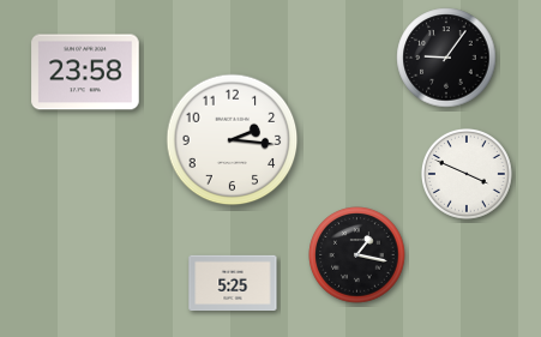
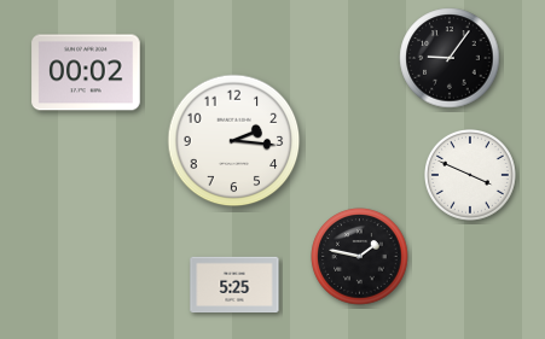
clock at (85, 72): 23:58 -> 00:02
clock at (357, 255): 1:17 -> 1:47
